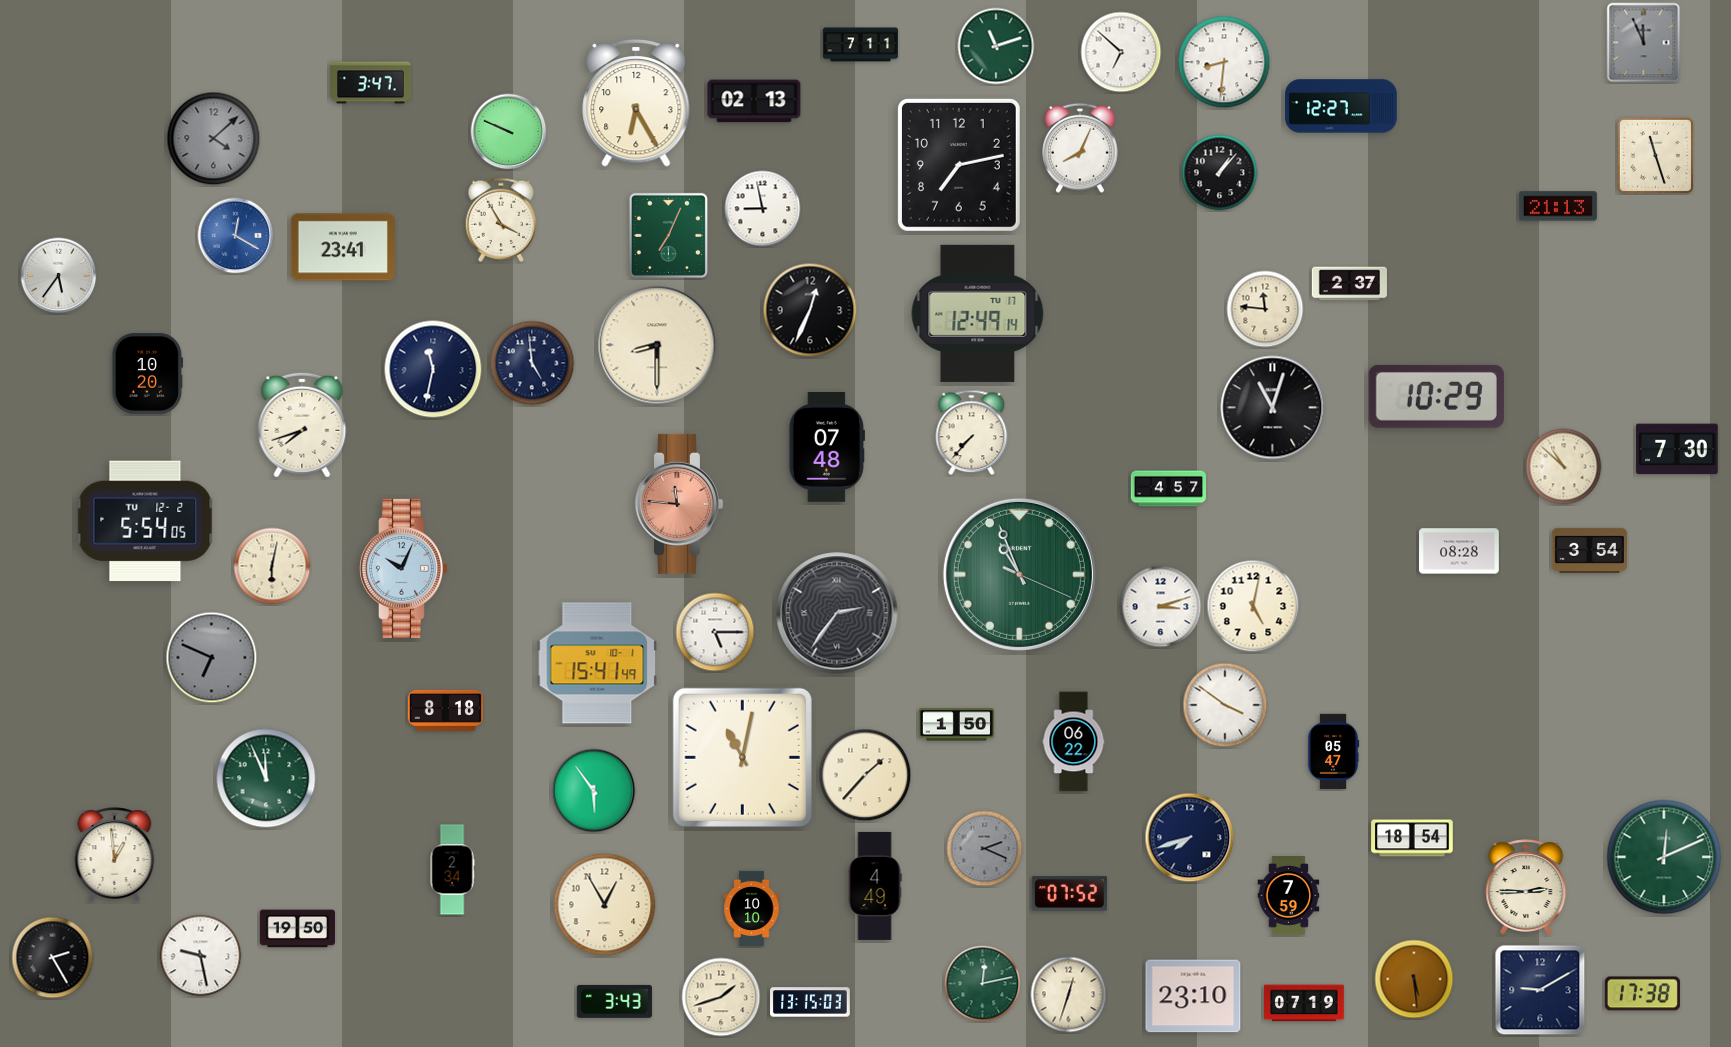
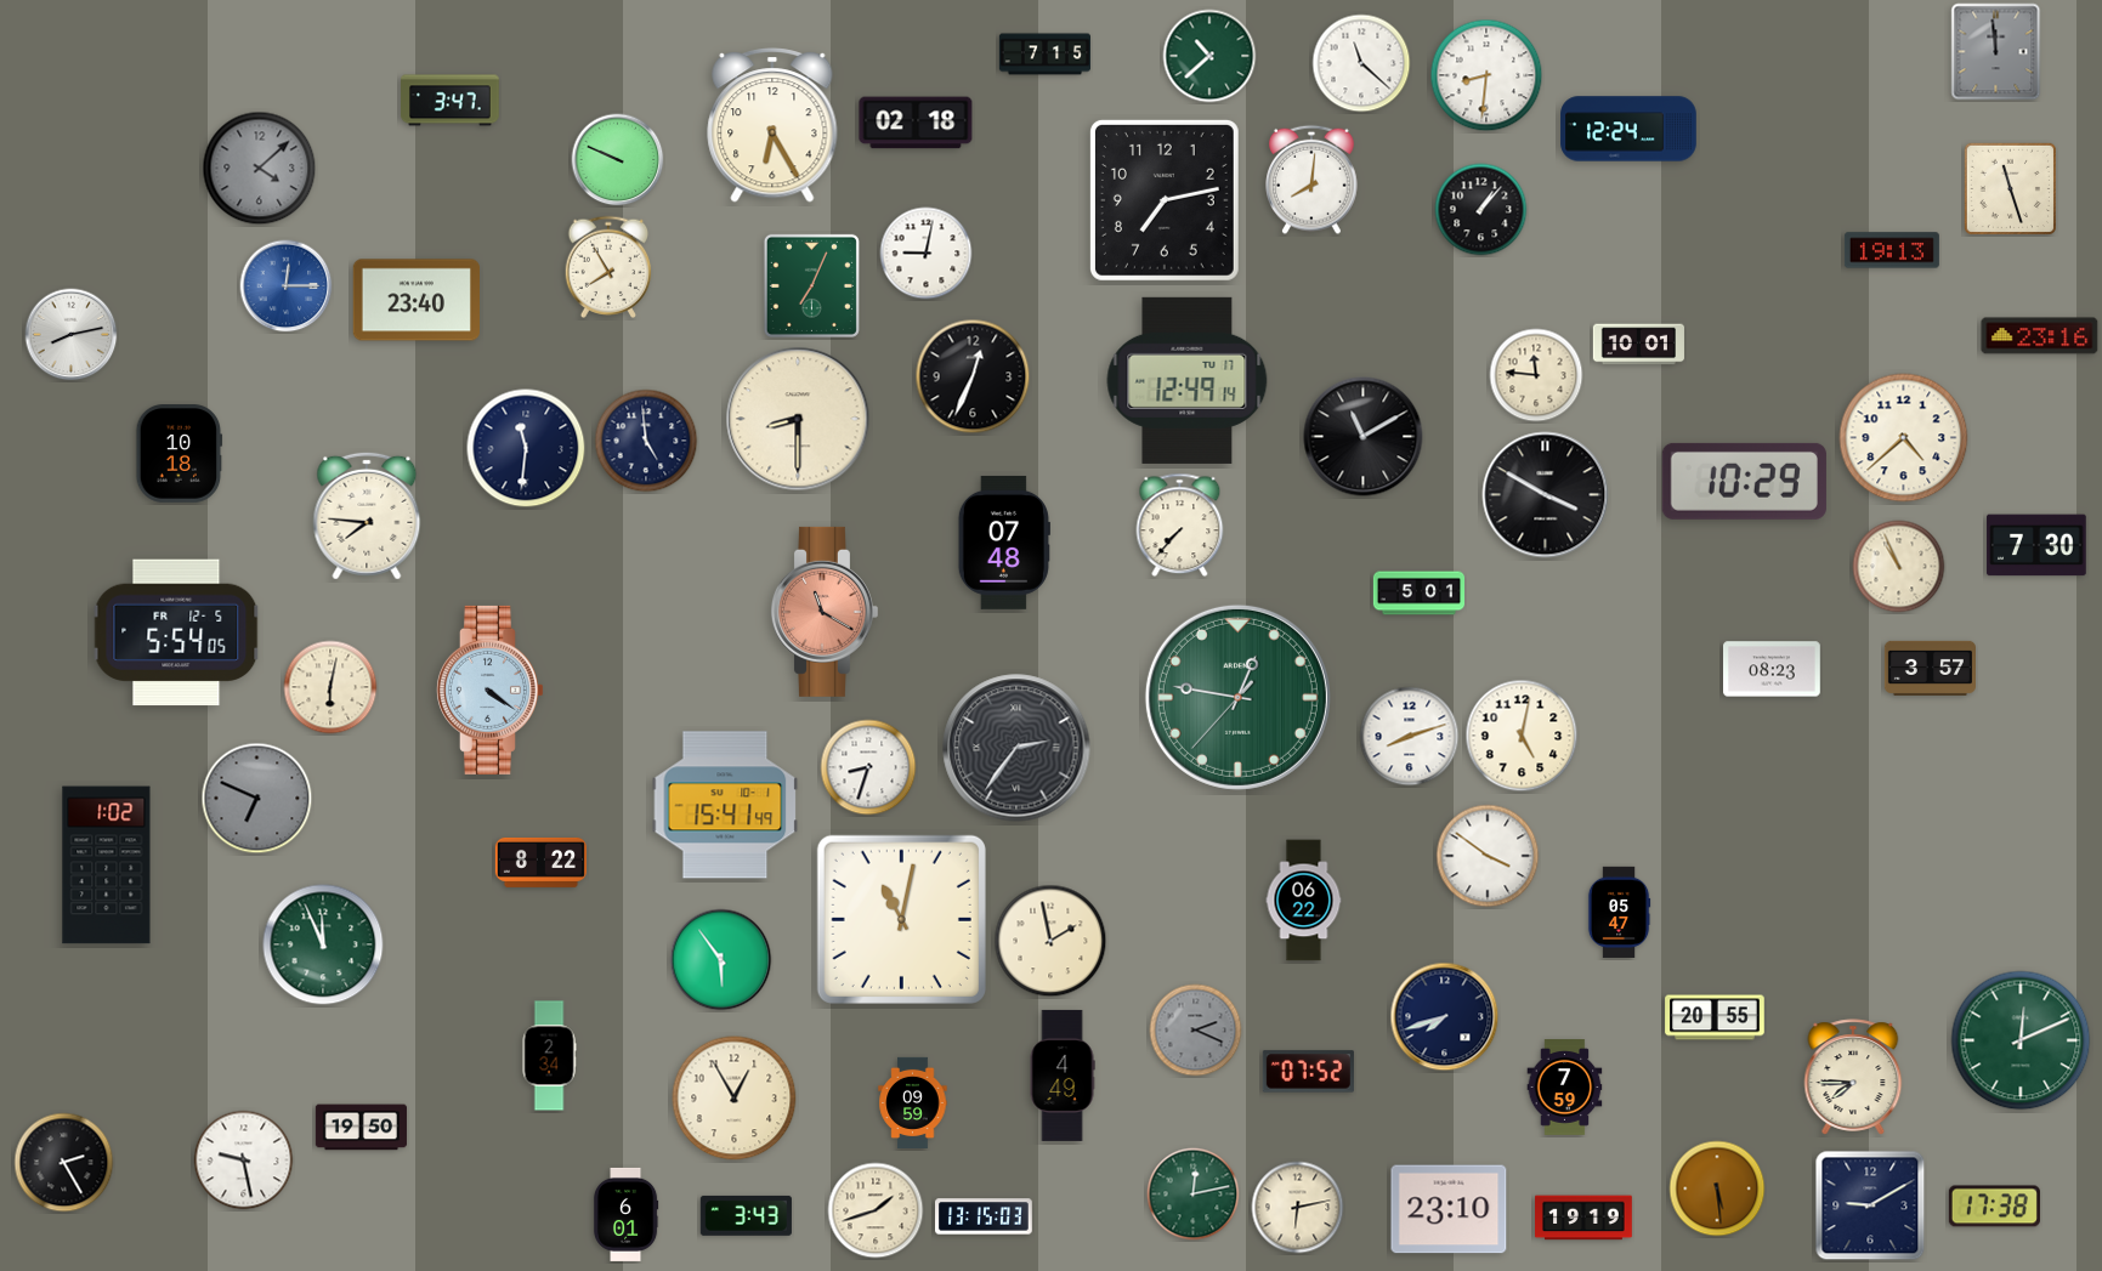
clock at (1644, 43): 11:56 -> 11:59
clock at (860, 45): 7:11 -> 7:15
clock at (996, 46): 11:12 -> 10:38
clock at (1121, 52): 6:52 -> 11:22
clock at (754, 101): 02:13 -> 02:18
clock at (1341, 106): 12:27 -> 12:24
clock at (1080, 148): 8:04 -> 8:01
clock at (1558, 206): 21:13 -> 19:13
clock at (763, 209): 8:58 -> 9:02
clock at (501, 219): 3:55 -> 7:55
clock at (236, 236): 12:20 -> 12:15
clock at (342, 247): 23:41 -> 23:40
clock at (59, 276): 5:36 -> 8:13
clock at (2040, 336): none -> 23:16
clock at (1349, 284): 2:37 -> 10:01
clock at (810, 310) position: (810, 310) -> (973, 376)
clock at (1364, 437): none -> 11:10
clock at (1904, 438): none -> 4:38
clock at (433, 369): 11:32 -> 11:31
clock at (148, 374): 10:20 -> 10:18
clock at (1273, 408): 11:03 -> 3:50
clock at (302, 425): 7:42 -> 7:46
clock at (1564, 467): 10:52 -> 10:56
clock at (1168, 489): 4:57 -> 5:01
clock at (678, 504): 11:46 -> 11:20
clock at (145, 521) date: TU 12-2 -> FR 12-5
clock at (1589, 550): 3:54 -> 3:57
clock at (1460, 551): 08:28 -> 08:23
clock at (403, 568): 10:04 -> 4:21
clock at (1019, 574): 10:56 -> 12:46
clock at (1161, 607): 3:12 -> 8:12
clock at (837, 613) position: (837, 613) -> (1016, 748)
clock at (715, 632): 5:15 -> 8:33
clock at (445, 710): 8:18 -> 8:22
clock at (107, 866): none -> 1:02
clock at (956, 725): 1:50 -> none
clock at (865, 775): 1:37 -> 1:58
clock at (1412, 838): 18:54 -> 20:55
clock at (115, 855): 12:59 -> none
clock at (1526, 887): 2:45 -> 7:45
clock at (1069, 894) position: (1069, 894) -> (1308, 1072)
clock at (752, 908): 10:10 -> 09:59
clock at (1540, 990) position: (1540, 990) -> (1870, 1205)
clock at (1069, 995): 12:33 -> 6:13
clock at (625, 1214): none -> 6:01
clock at (1305, 1003): 07:19 -> 19:19
